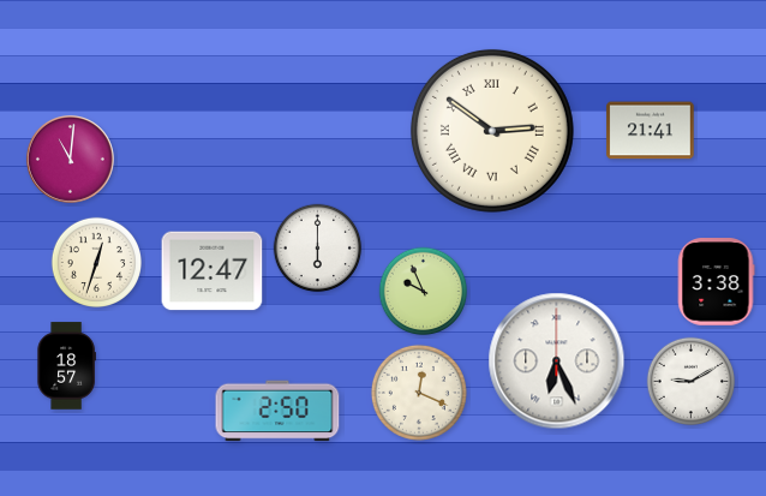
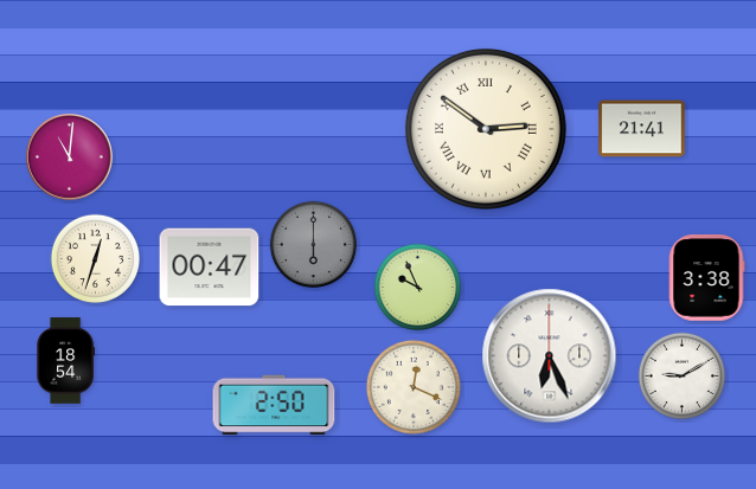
clock at (318, 249) dial: white -> grey
clock at (213, 271): 12:47 -> 00:47
clock at (66, 366): 18:57 -> 18:54
